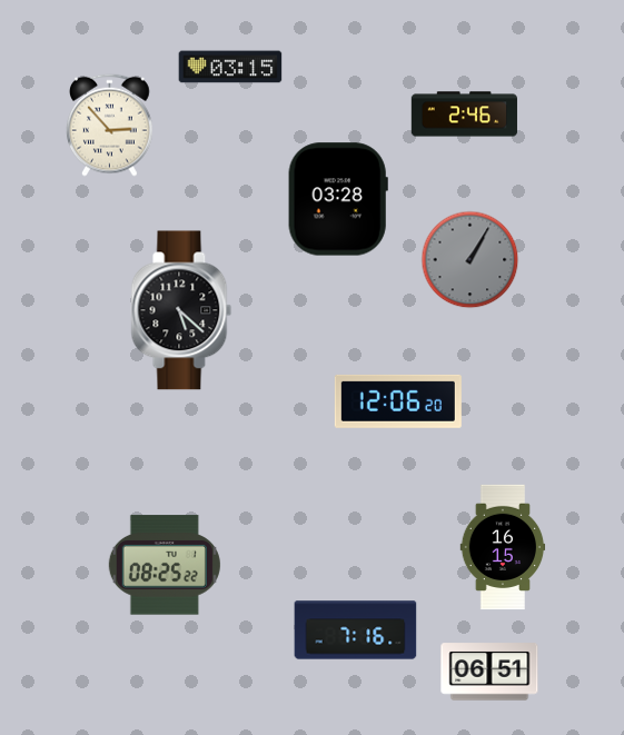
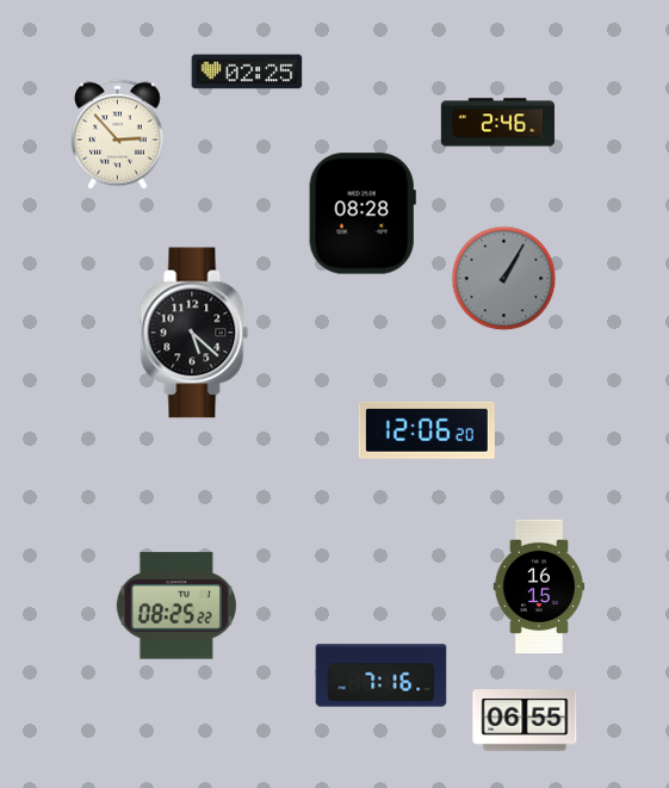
clock at (230, 67): 03:15 -> 02:25
clock at (338, 199): 03:28 -> 08:28
clock at (489, 672): 06:51 -> 06:55
